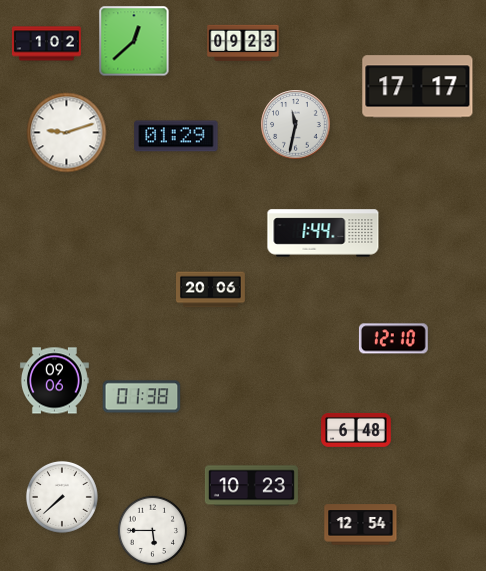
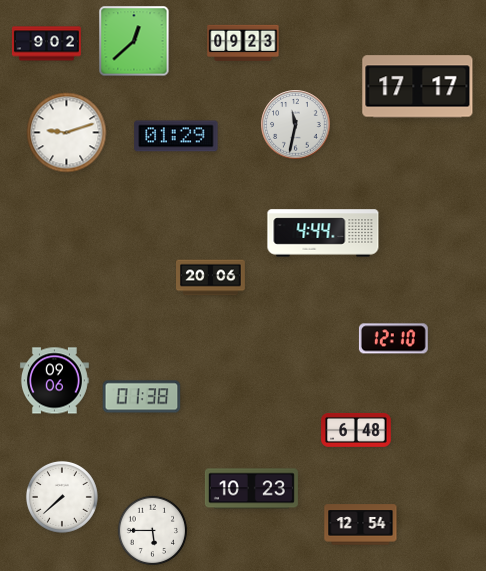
clock at (46, 44): 1:02 -> 9:02
clock at (323, 233): 1:44 -> 4:44
clock at (211, 290) position: (211, 290) -> (211, 278)
clock at (251, 486) position: (251, 486) -> (251, 489)
